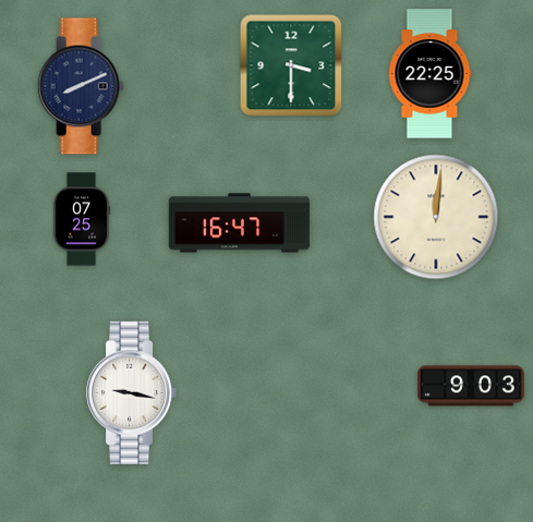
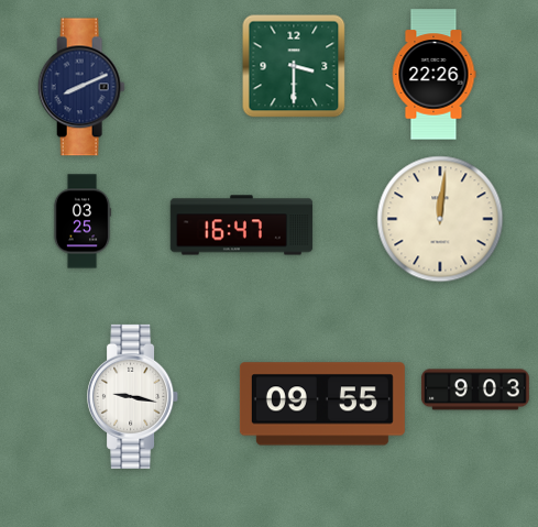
clock at (429, 74): 22:25 -> 22:26
clock at (82, 219): 07:25 -> 03:25
clock at (322, 404): none -> 09:55
